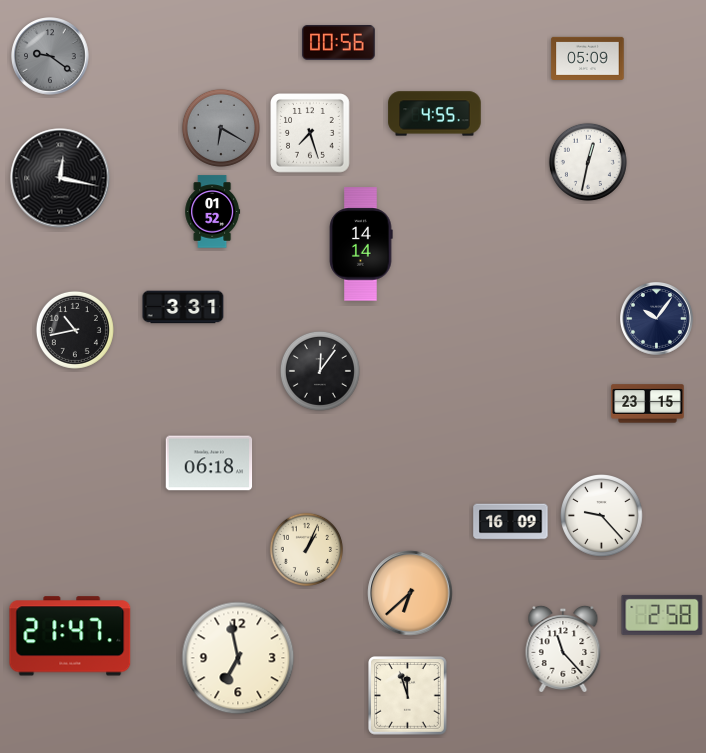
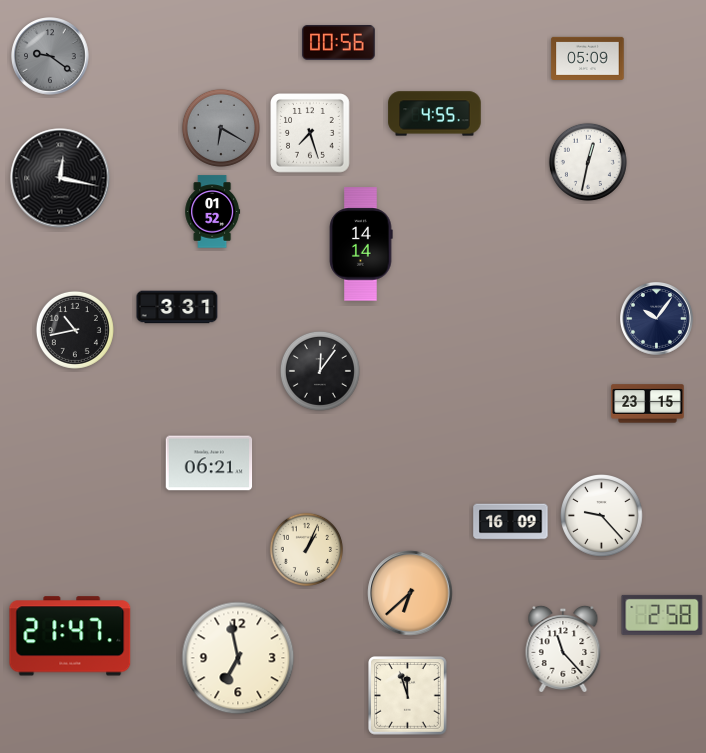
clock at (183, 307) position: (183, 307) -> (177, 307)
clock at (209, 463): 06:18 -> 06:21
